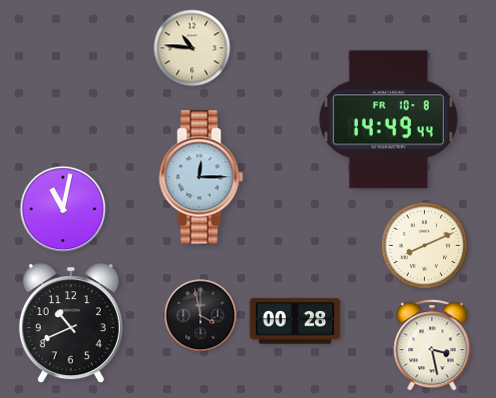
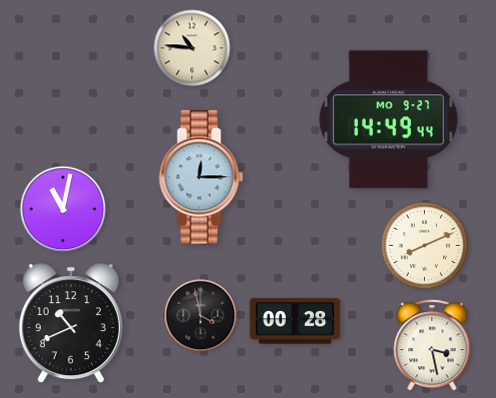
clock at (388, 120) date: FR 10-8 -> MO 9-27
